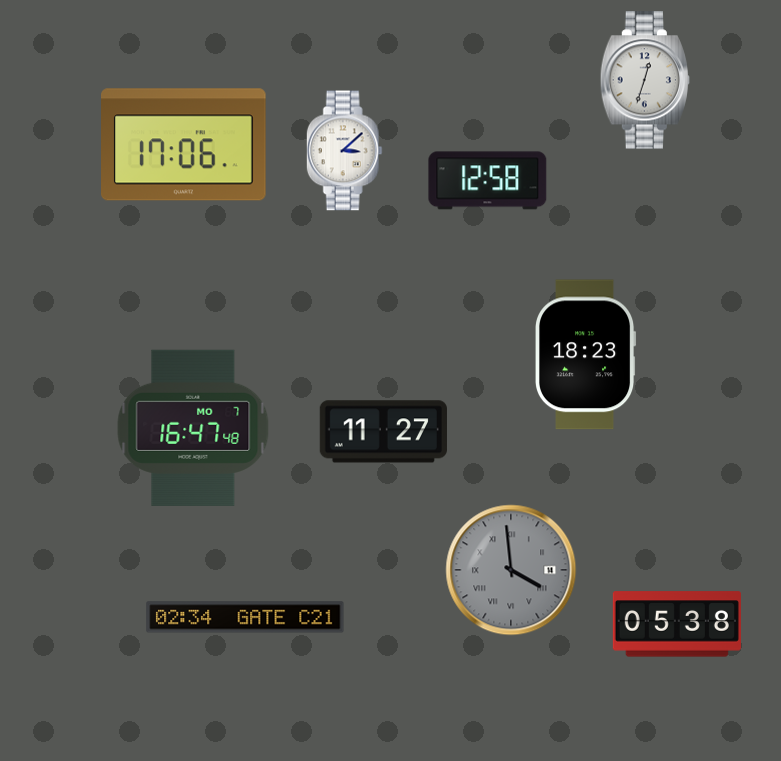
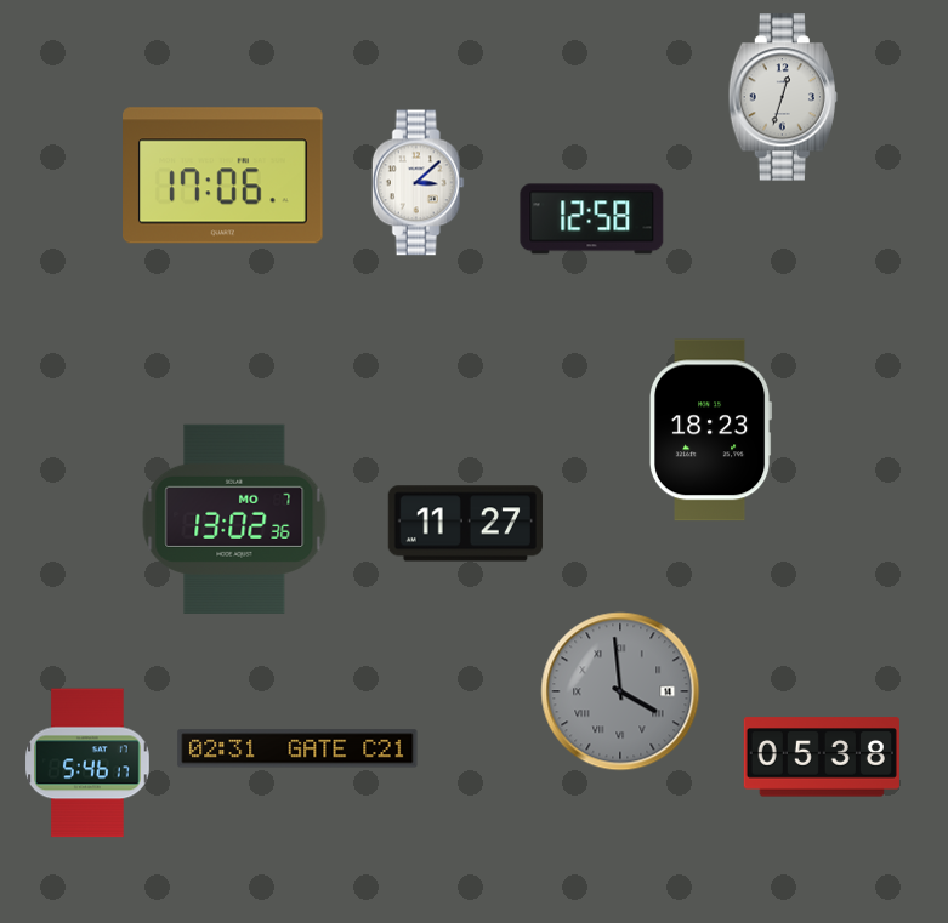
clock at (193, 428): 16:47 -> 13:02
clock at (245, 617): 02:34 -> 02:31
clock at (89, 763): none -> 5:46
